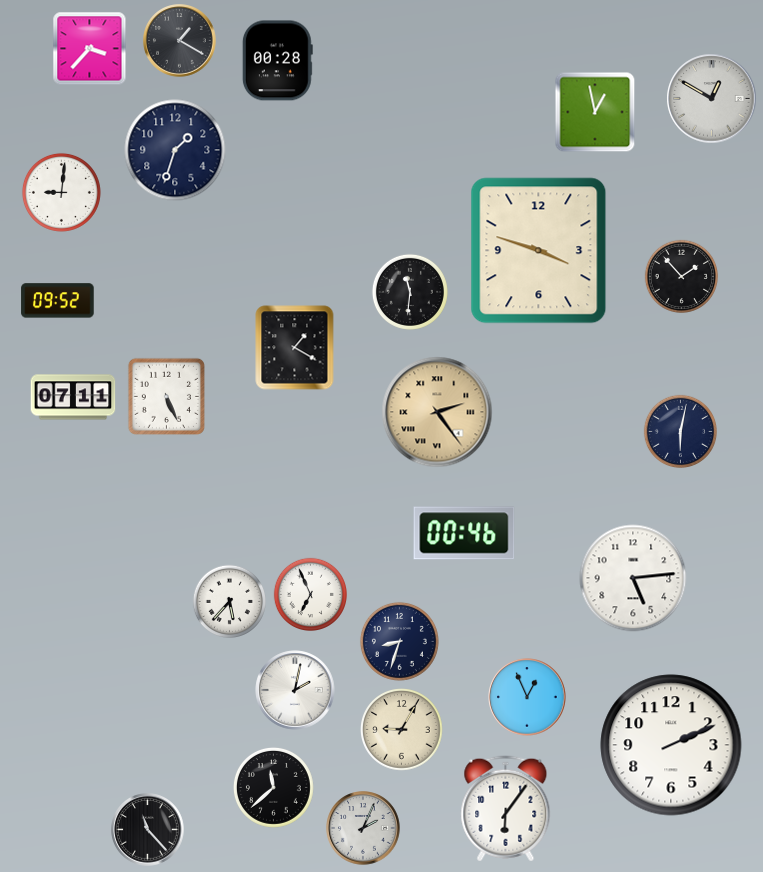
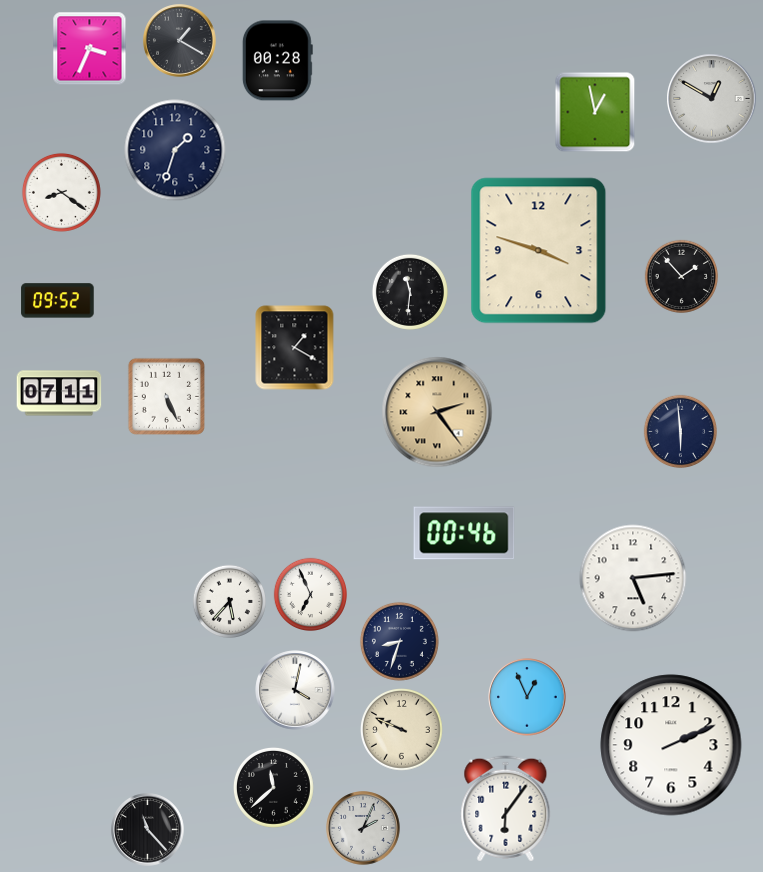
clock at (90, 49): 3:37 -> 3:34
clock at (61, 192): 9:01 -> 8:21
clock at (73, 397) position: (73, 397) -> (59, 393)
clock at (680, 431): 6:02 -> 5:59
clock at (295, 690): 2:02 -> 4:02
clock at (402, 730): 9:05 -> 9:49
